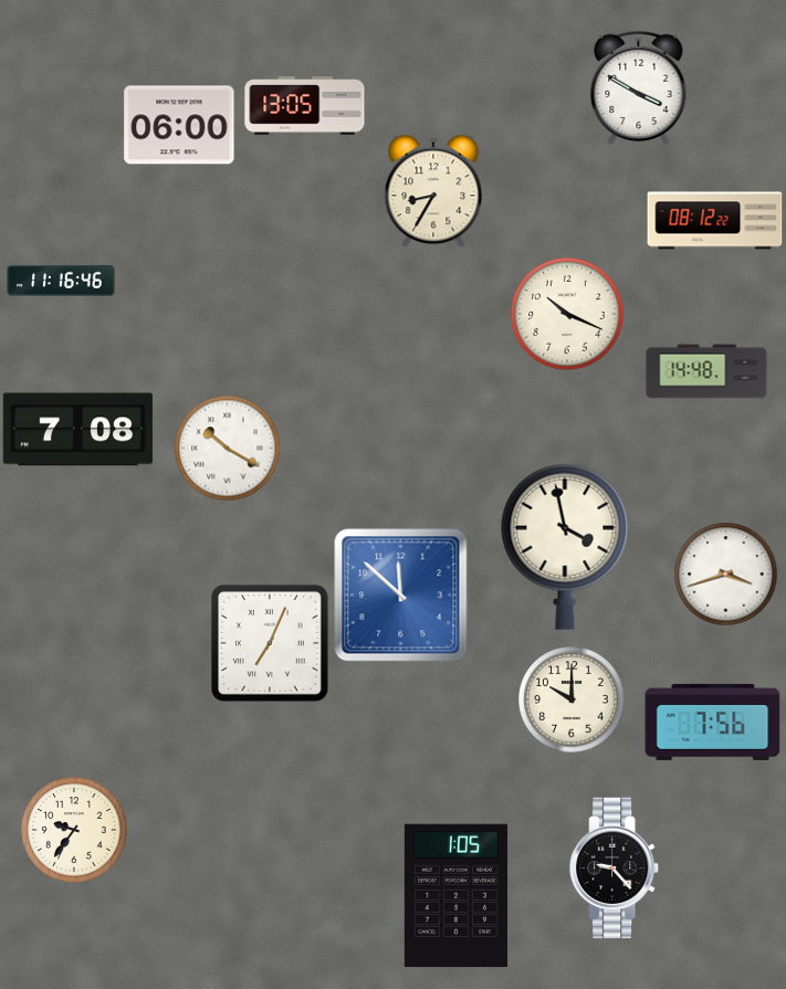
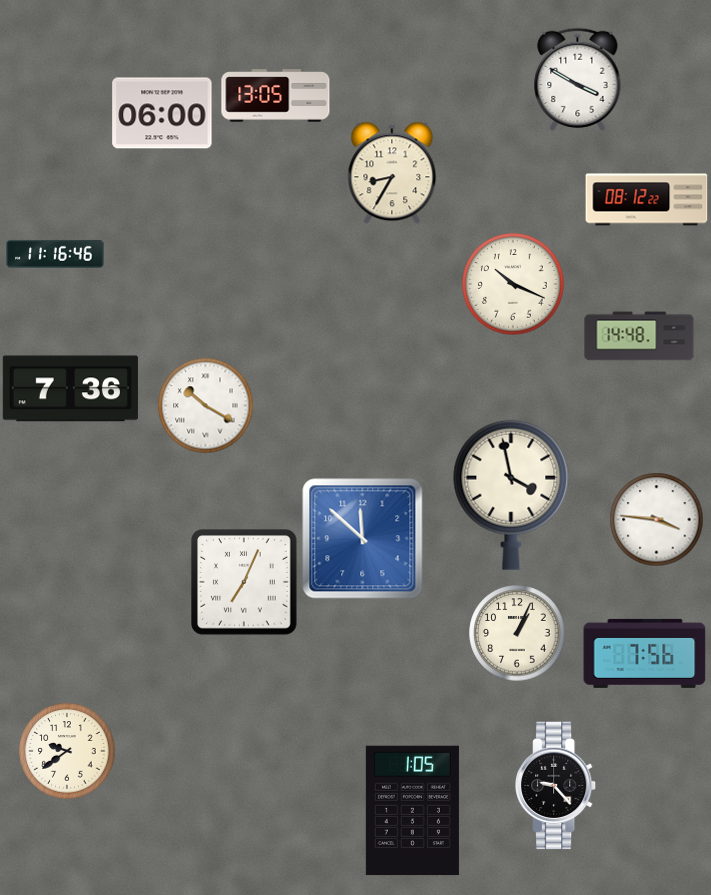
clock at (77, 430): 7:08 -> 7:36
clock at (725, 574): 3:42 -> 3:46
clock at (572, 699): 10:00 -> 1:04
clock at (74, 830): 9:36 -> 9:39
